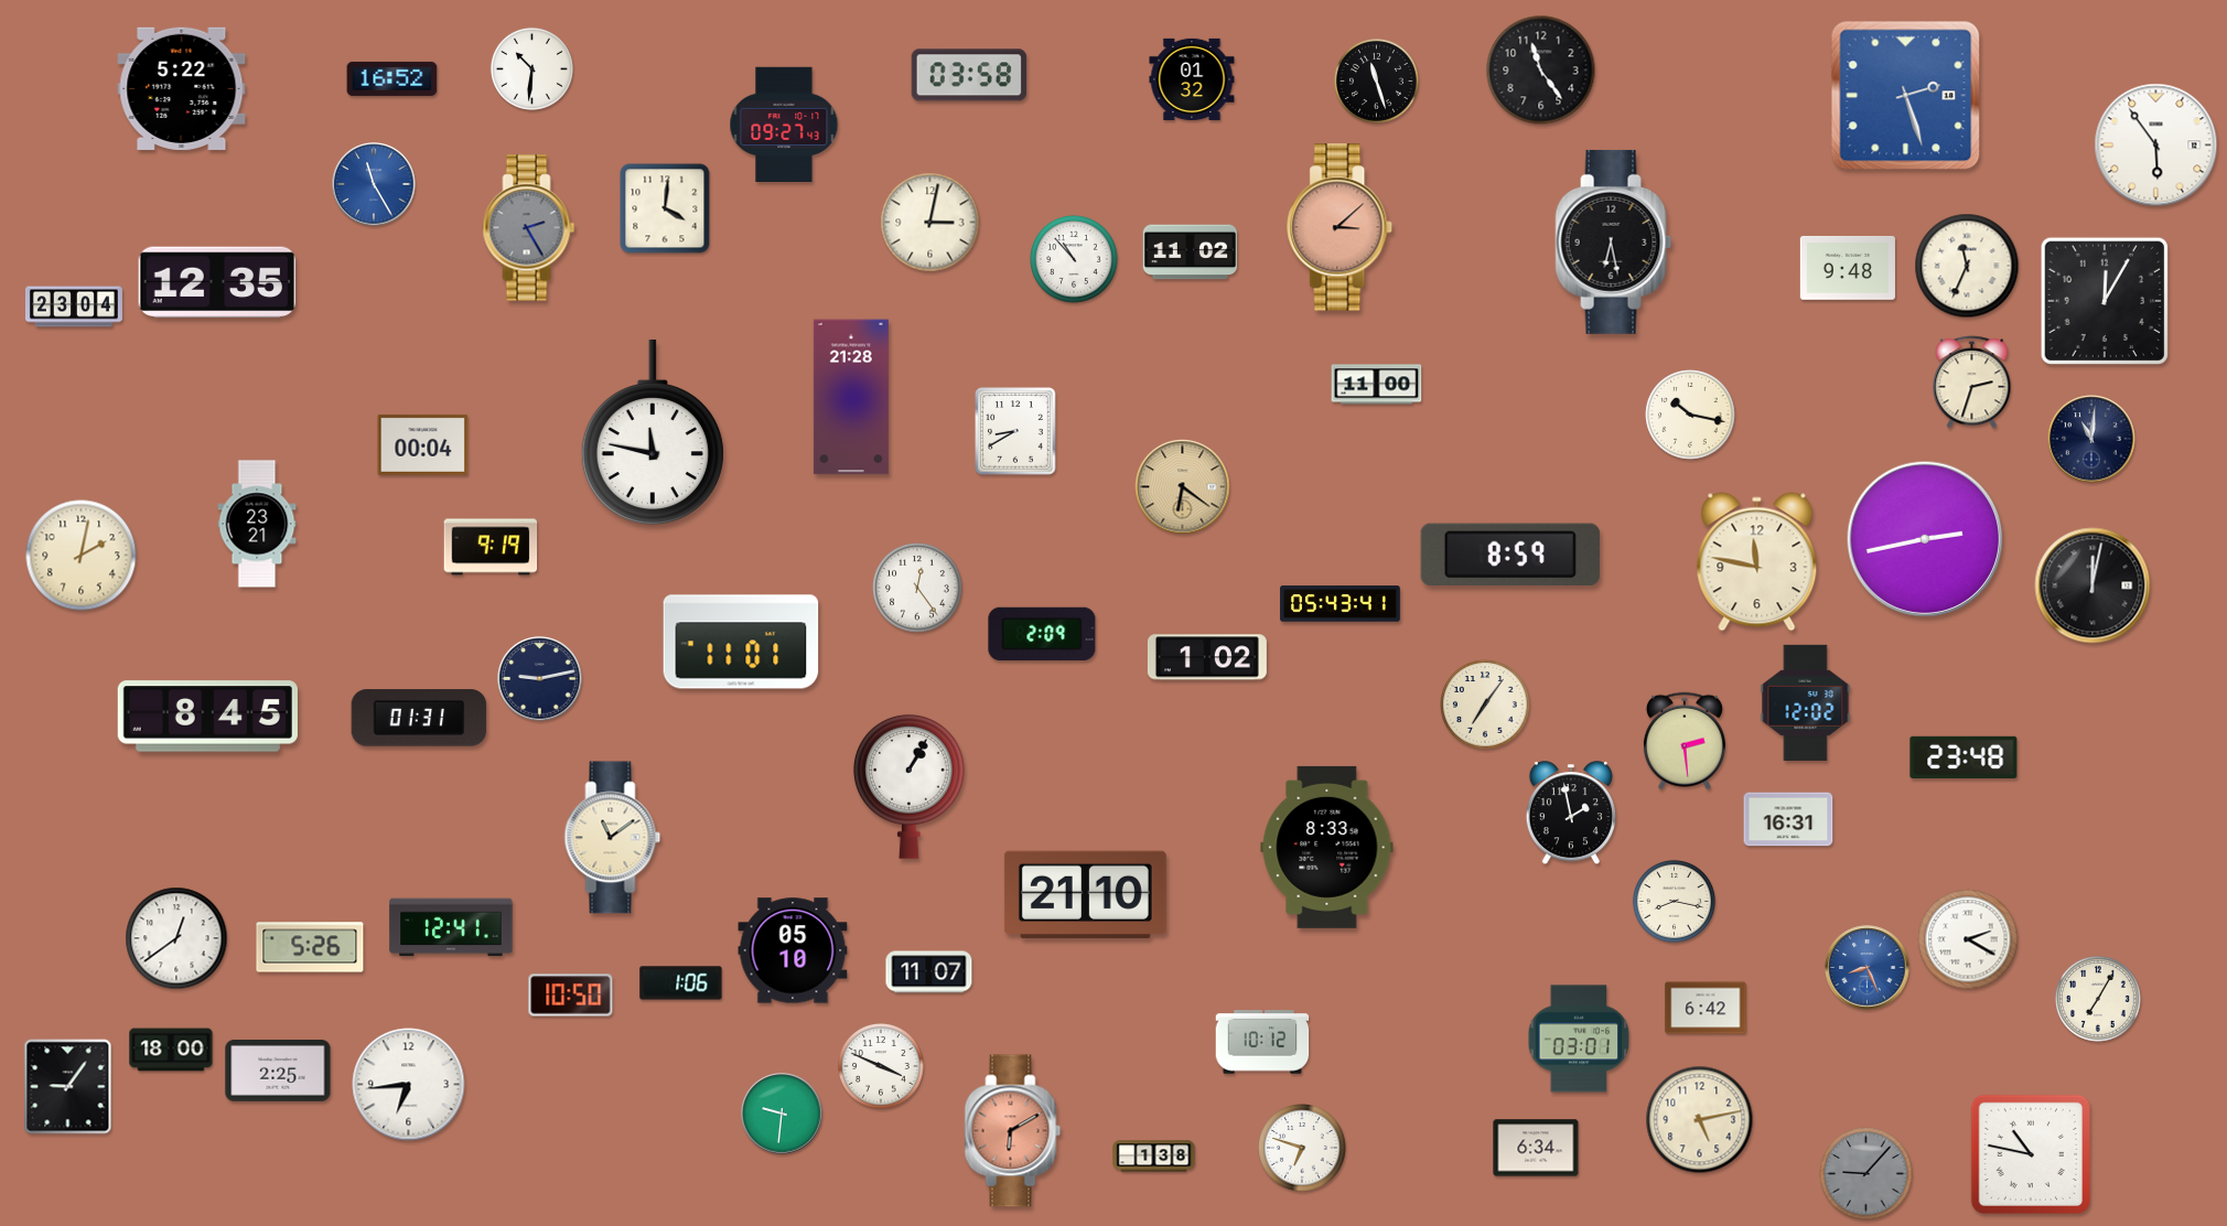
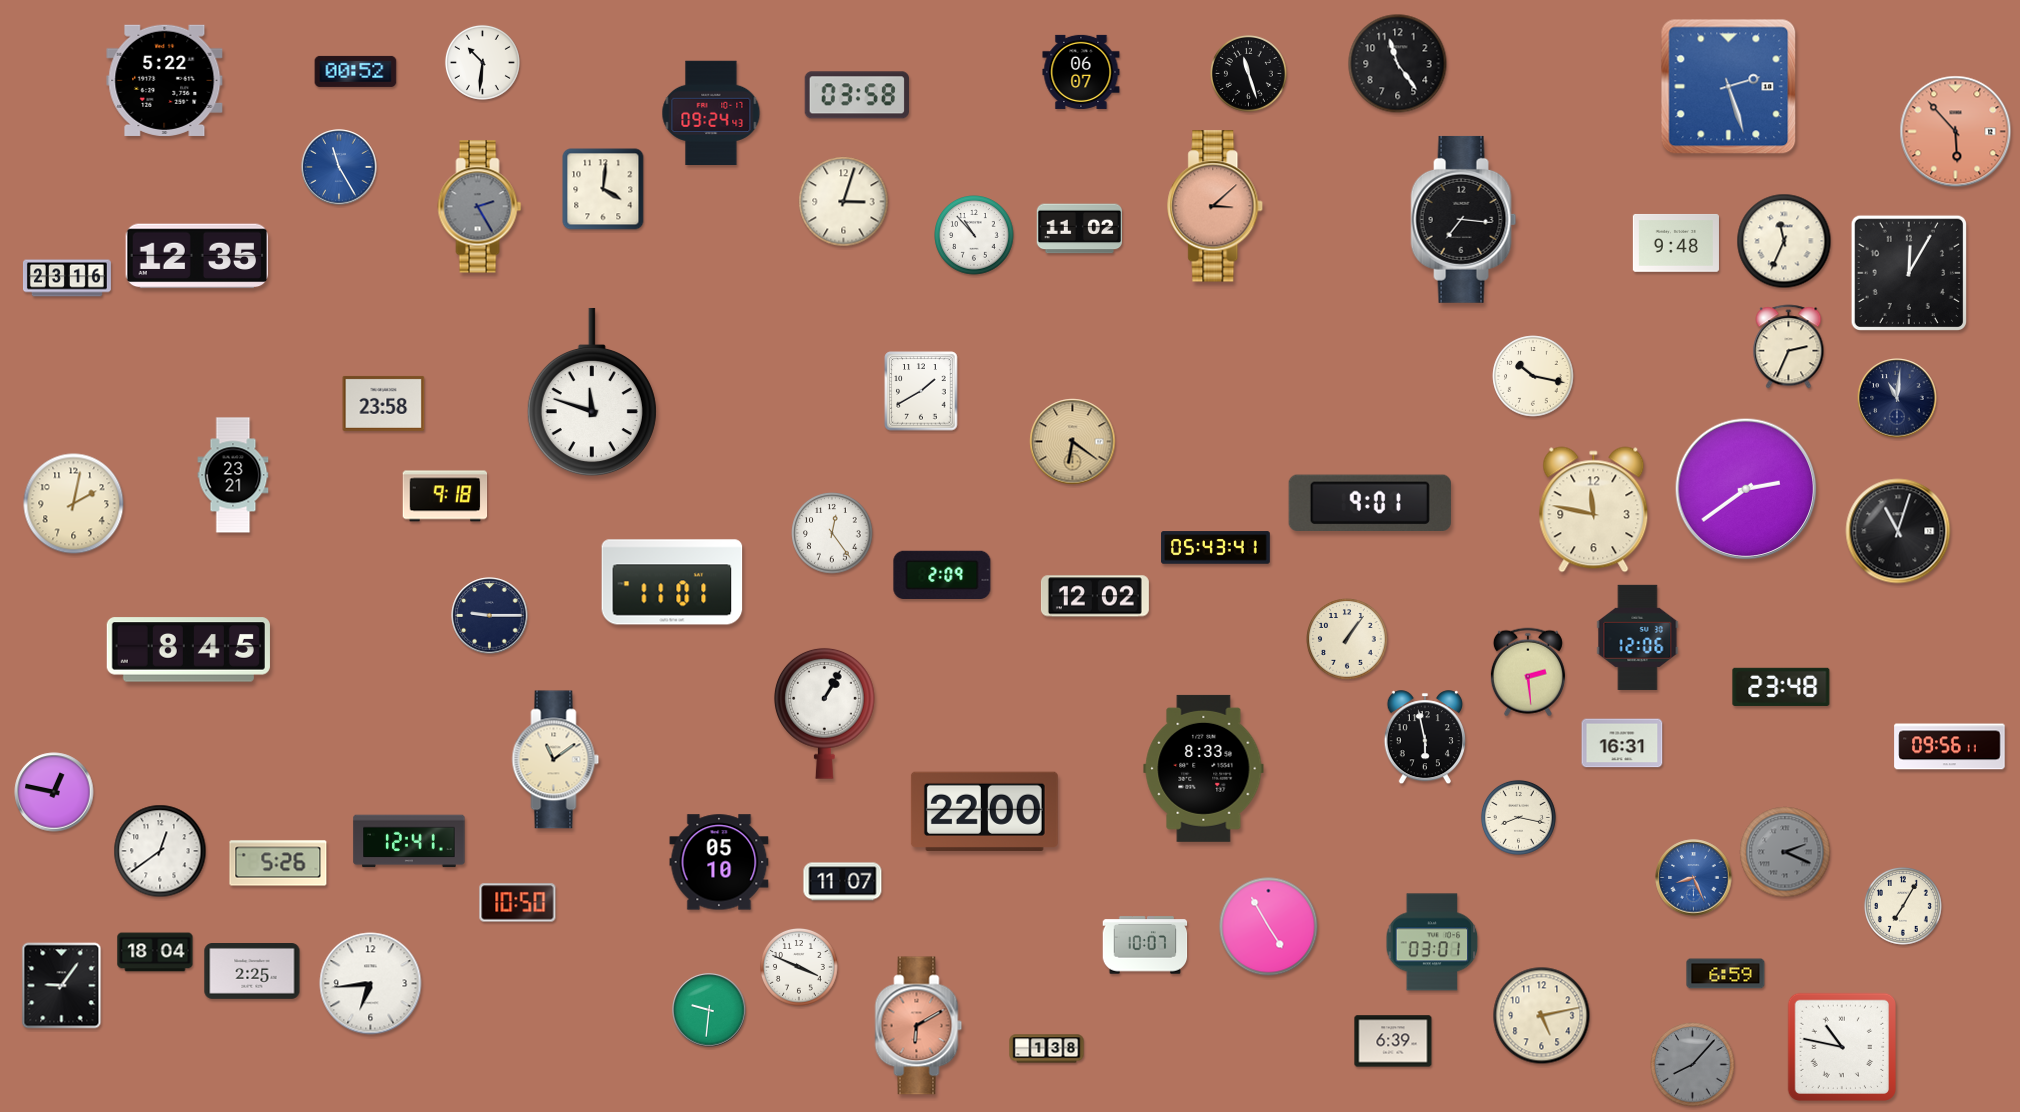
clock at (969, 75) position: (969, 75) -> (857, 95)
clock at (392, 78): 16:52 -> 00:52
clock at (1192, 79): 01:32 -> 06:07
clock at (784, 125): 09:27 -> 09:24
clock at (2156, 146): 5:54 -> 5:53
clock at (2156, 146) dial: white -> salmon
clock at (930, 223): 3:02 -> 3:03
clock at (1614, 241): 6:28 -> 7:16
clock at (74, 306): 23:04 -> 23:16
clock at (1972, 383): 2:33 -> 2:34
clock at (1377, 385): 11:00 -> none
clock at (851, 397): 21:28 -> none
clock at (1015, 431): 8:40 -> 1:40
clock at (653, 432): 11:47 -> 11:48
clock at (423, 444): 00:04 -> 23:58
clock at (1925, 539): 2:43 -> 2:39
clock at (491, 547): 9:19 -> 9:18
clock at (1510, 553): 8:59 -> 9:01
clock at (2092, 585): 12:02 -> 11:03
clock at (1042, 633) position: (1042, 633) -> (942, 574)
clock at (1207, 657): 1:02 -> 12:02
clock at (540, 679): 9:13 -> 9:15
clock at (1806, 702): 12:02 -> 12:06
clock at (1485, 705): 7:06 -> 1:06
clock at (419, 718): 01:31 -> none
clock at (1571, 814): 1:58 -> 5:58
clock at (1950, 747): none -> 09:56
clock at (54, 792): none -> 12:47
clock at (1085, 894): 21:10 -> 22:00
clock at (1968, 939): 2:20 -> 2:19
clock at (1968, 939) dial: white -> grey
clock at (310, 947) position: (310, 947) -> (278, 863)
clock at (681, 983): 1:06 -> none
clock at (1706, 1008): 6:42 -> none
clock at (1269, 927): none -> 4:55
clock at (1262, 1042): 10:12 -> 10:07
clock at (171, 1050): 18:00 -> 18:04
clock at (1726, 974): none -> 6:59
clock at (1302, 1148): 6:48 -> none
clock at (1536, 1148): 6:34 -> 6:39
clock at (1866, 1174): 9:07 -> 8:07
